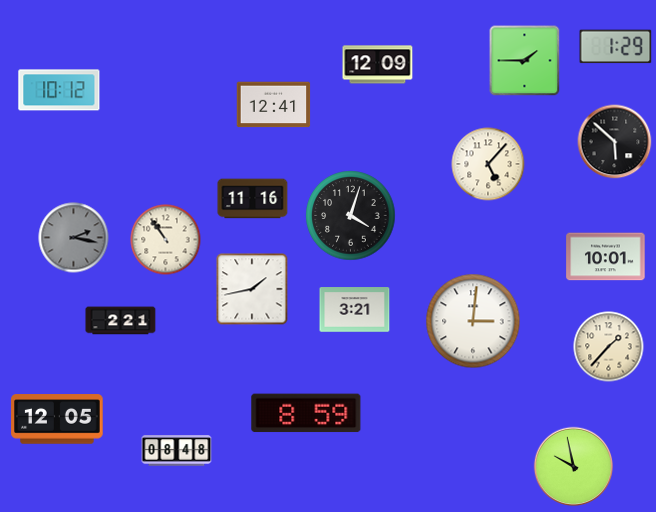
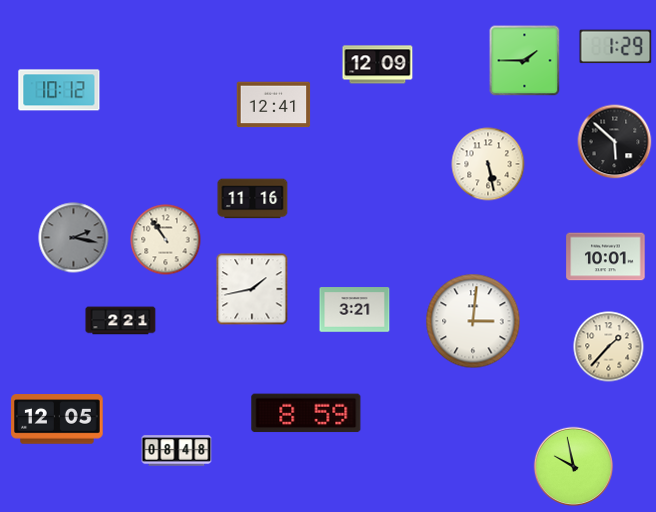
clock at (488, 164): 5:07 -> 5:28
clock at (351, 216): 4:03 -> none
